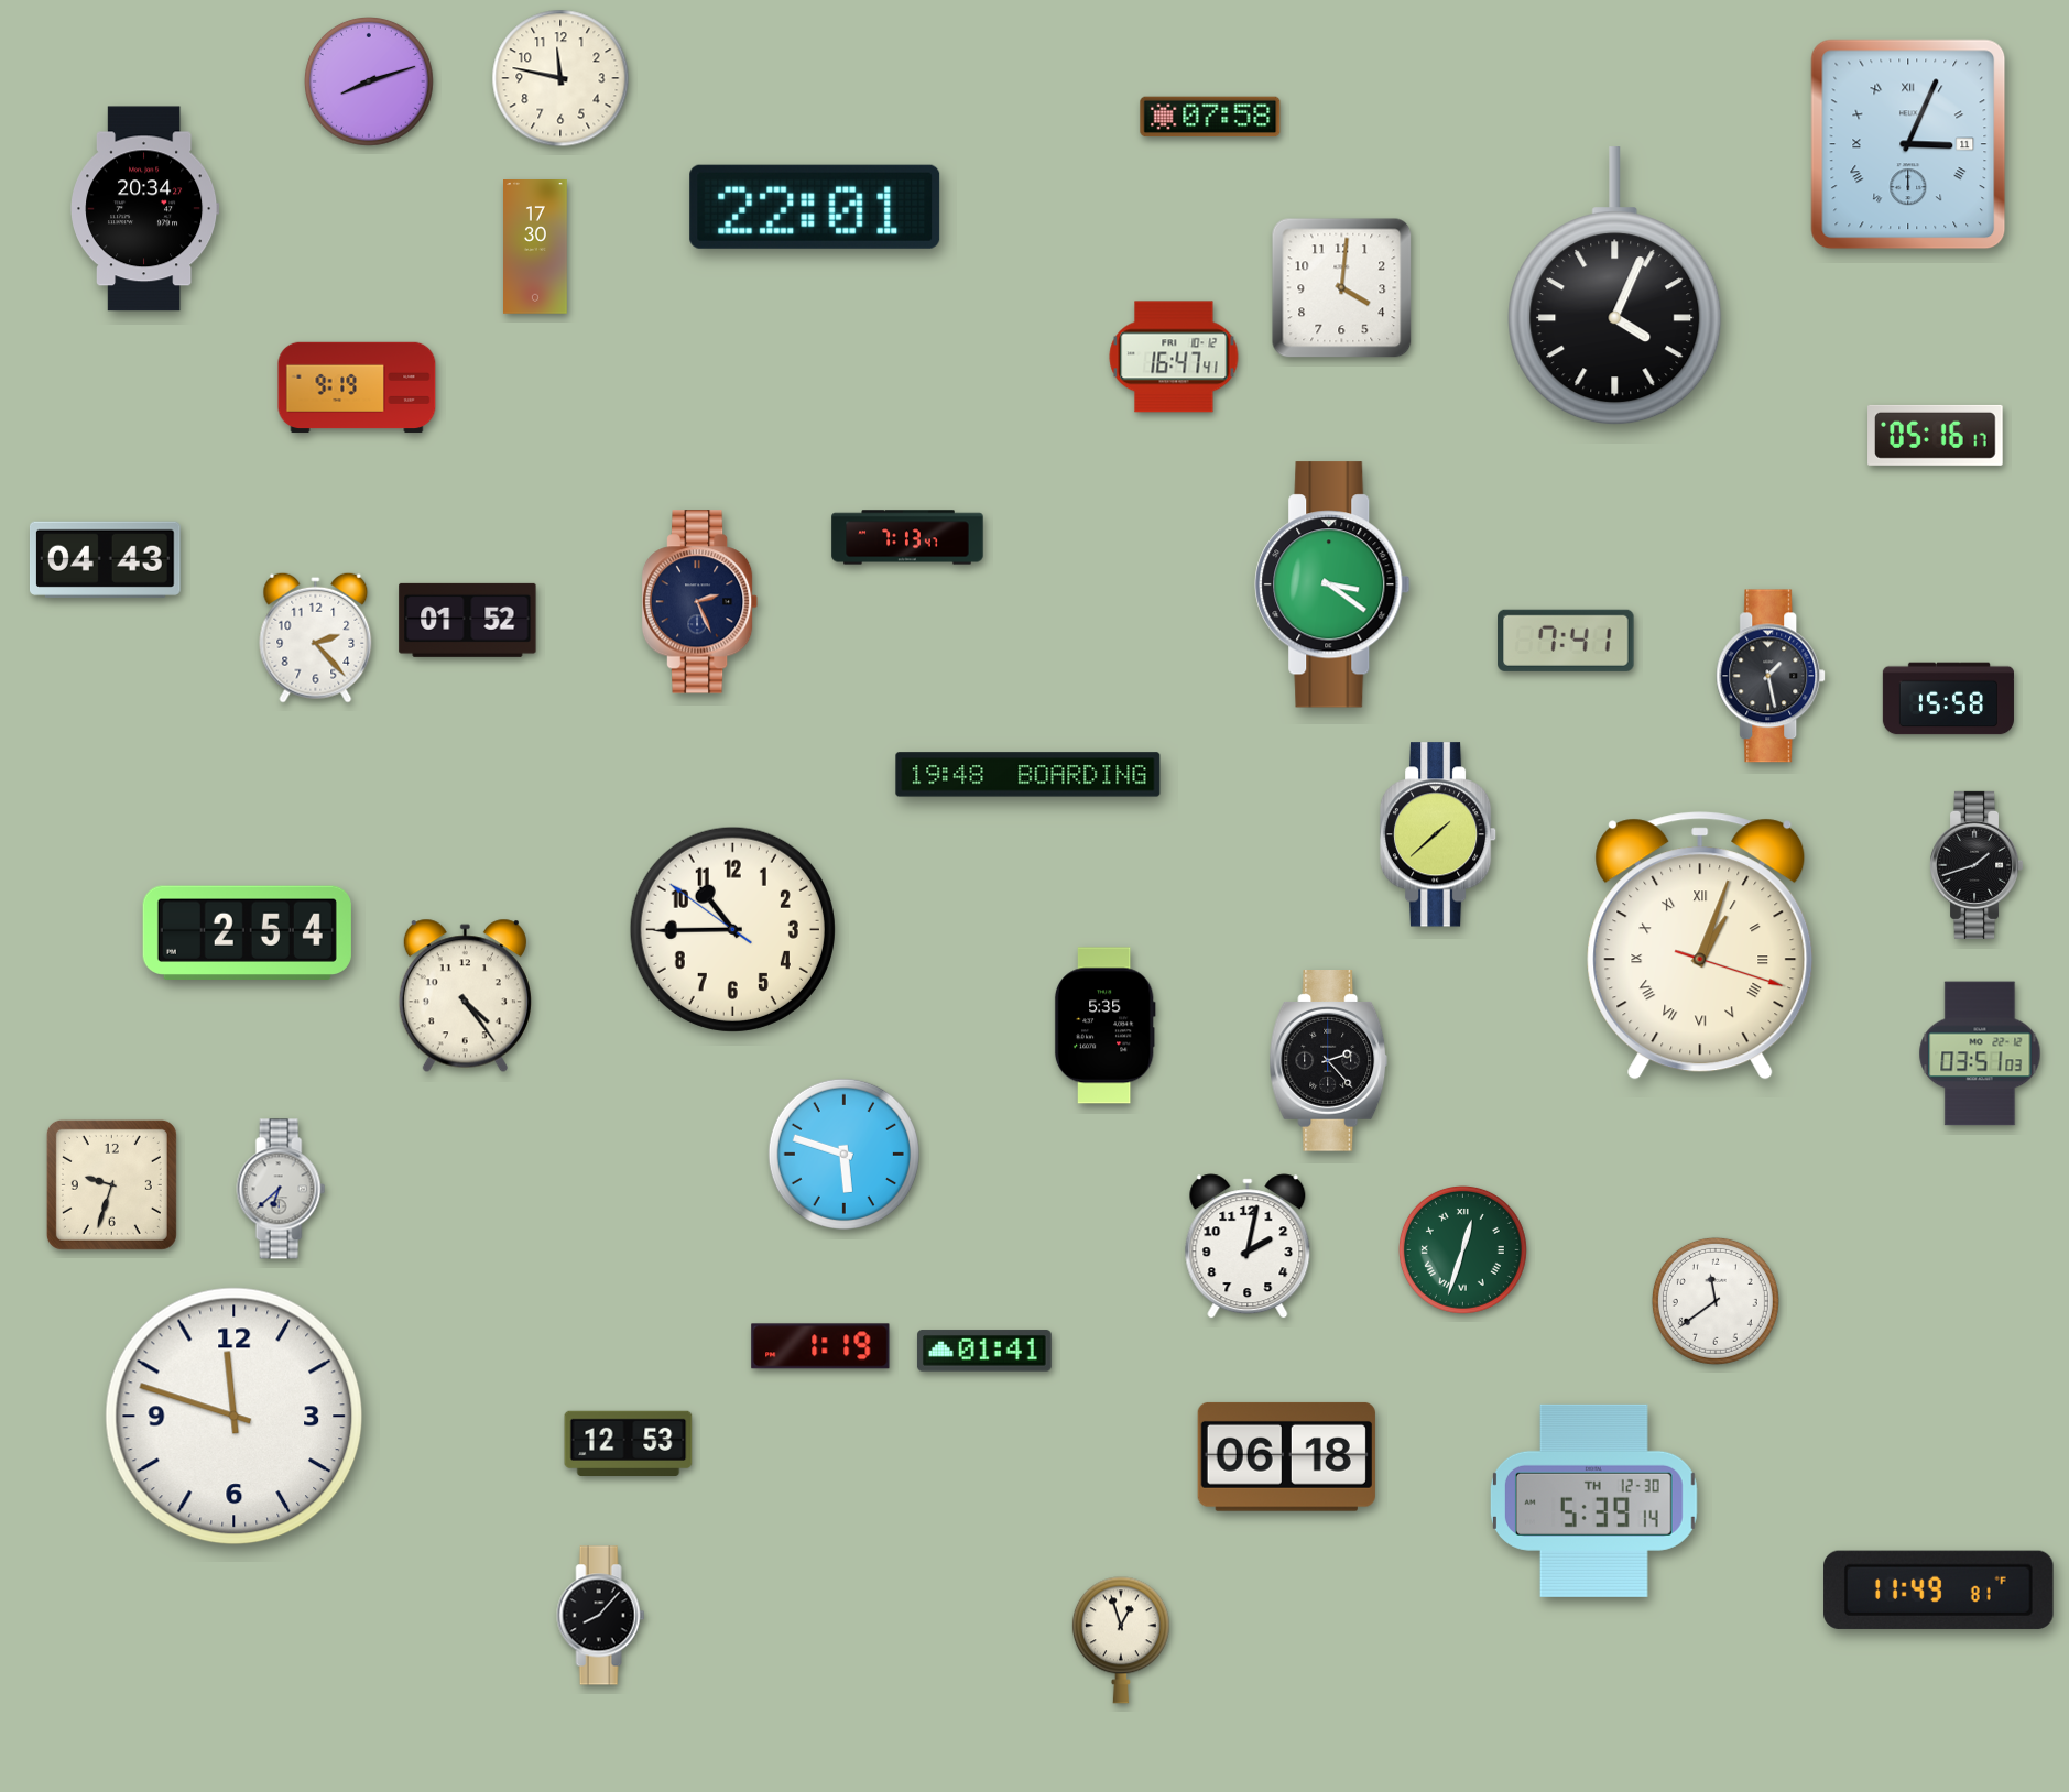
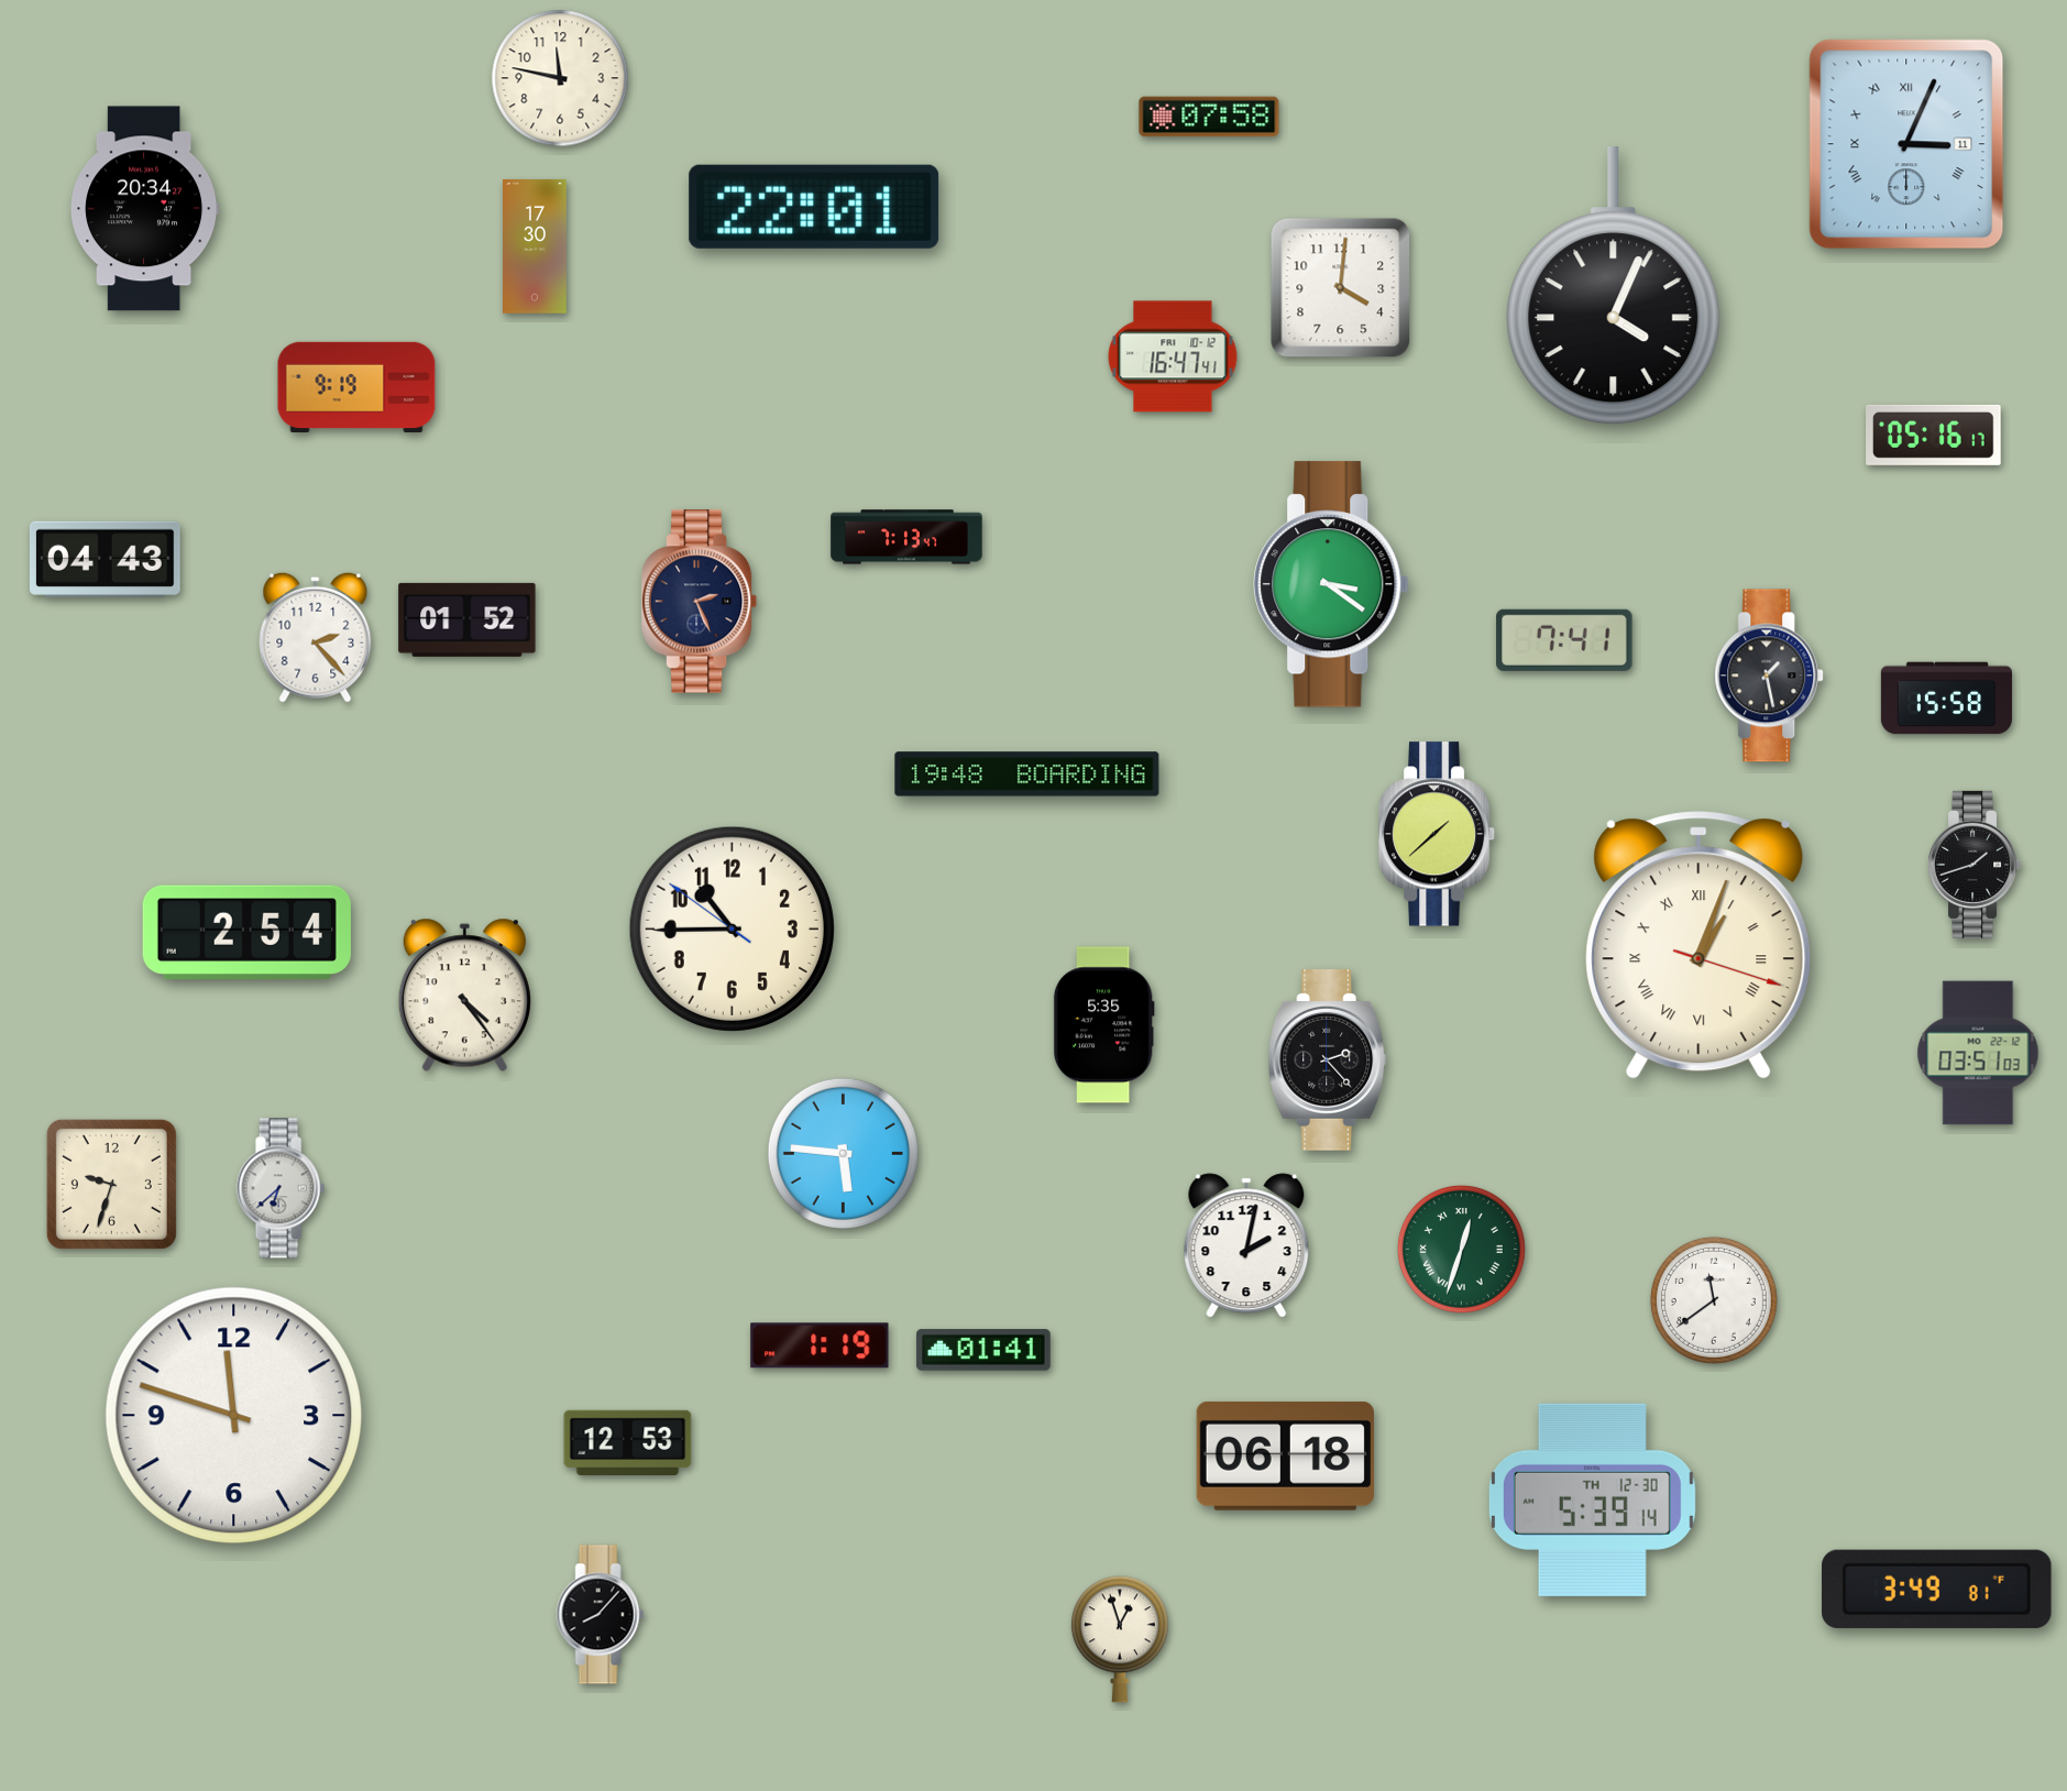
clock at (370, 83): 8:12 -> none
clock at (843, 1154): 5:48 -> 5:46
clock at (1939, 1589): 11:49 -> 3:49
